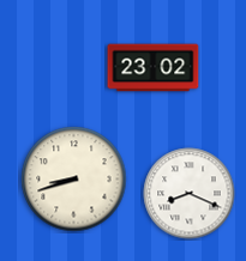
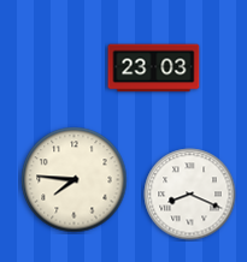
clock at (154, 68): 23:02 -> 23:03
clock at (74, 180): 8:42 -> 7:46
